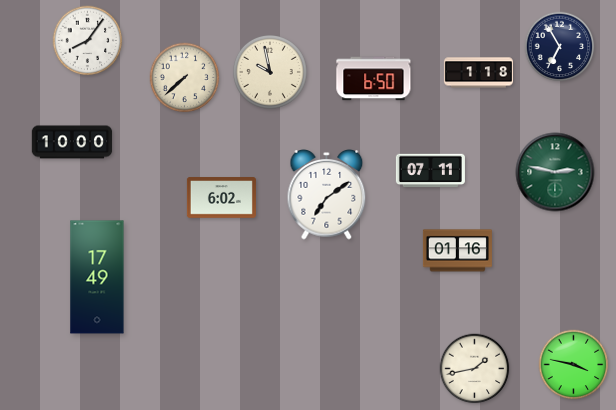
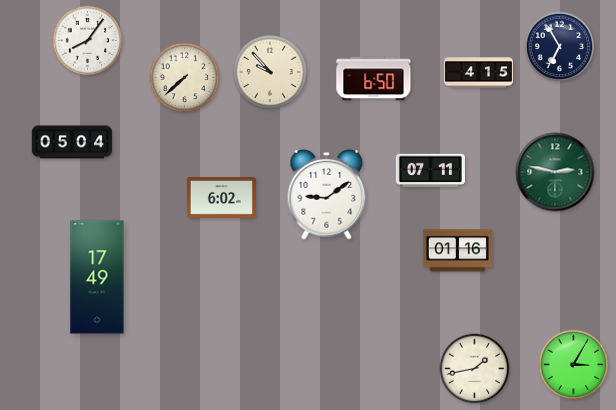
clock at (270, 72): 9:58 -> 9:53
clock at (478, 73): 1:18 -> 4:15
clock at (72, 142): 10:00 -> 05:04
clock at (327, 195): 7:09 -> 9:09
clock at (574, 365): 3:47 -> 3:05
